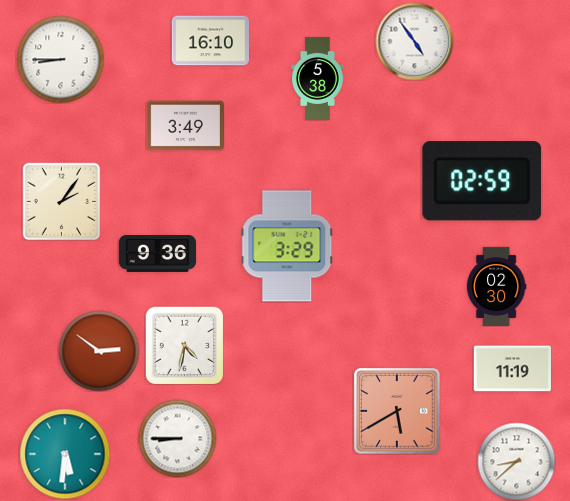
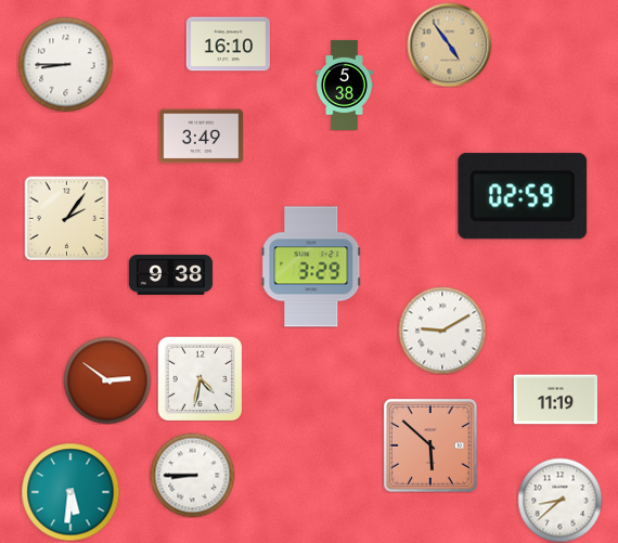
clock at (414, 41) dial: white -> champagne
clock at (157, 253): 9:36 -> 9:38
clock at (496, 286): 02:30 -> none
clock at (442, 331): none -> 9:10
clock at (184, 345) position: (184, 345) -> (199, 378)
clock at (397, 411): 5:40 -> 5:52
